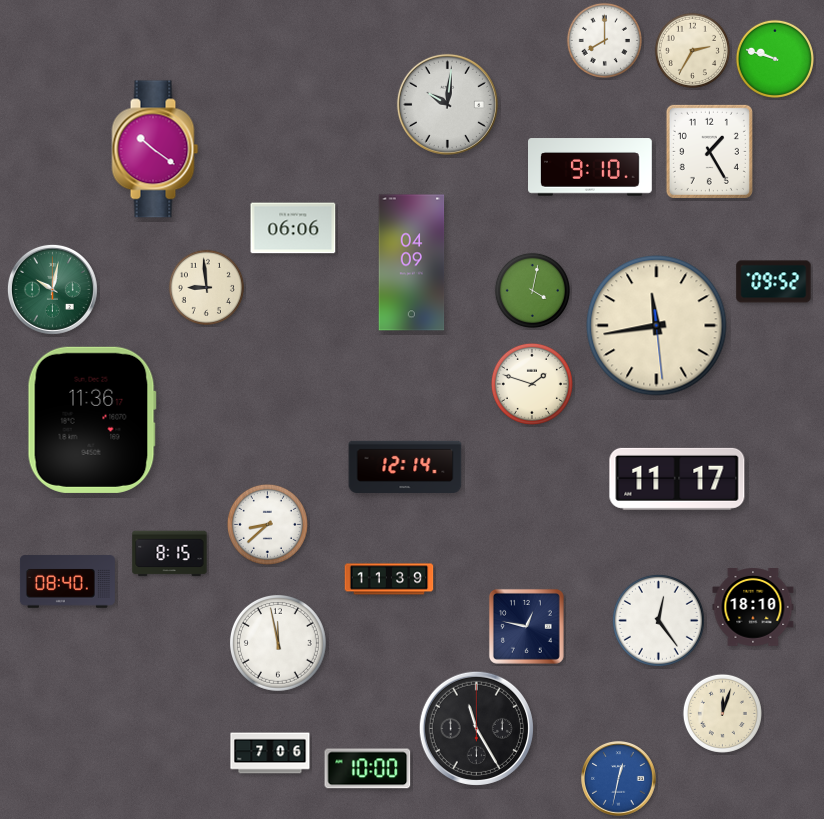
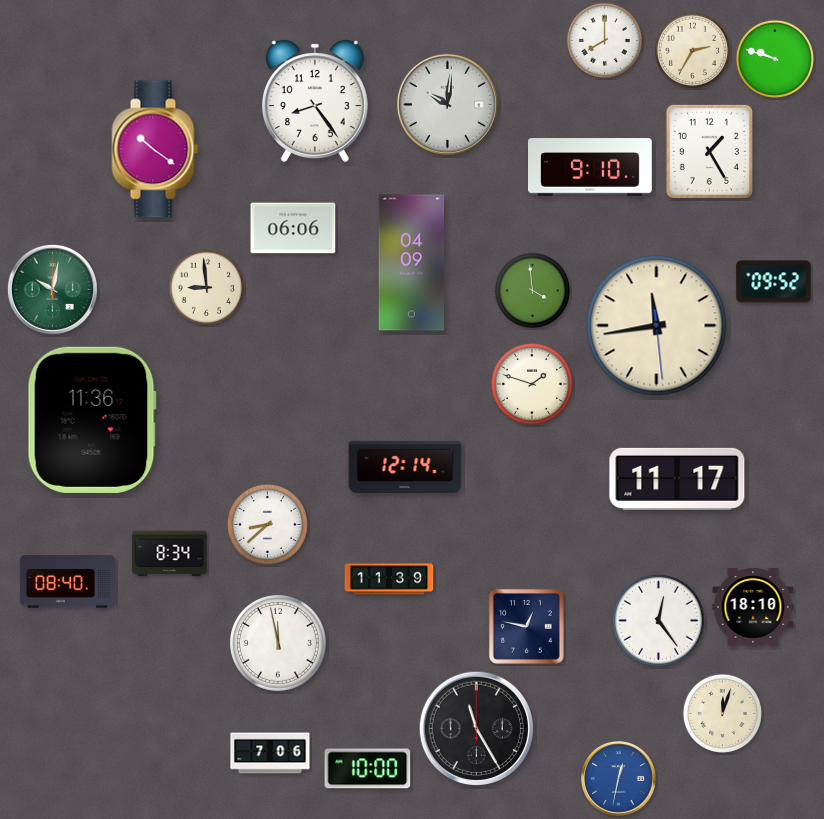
clock at (315, 101): none -> 8:24
clock at (532, 290): 4:02 -> 3:59
clock at (170, 554): 8:15 -> 8:34
